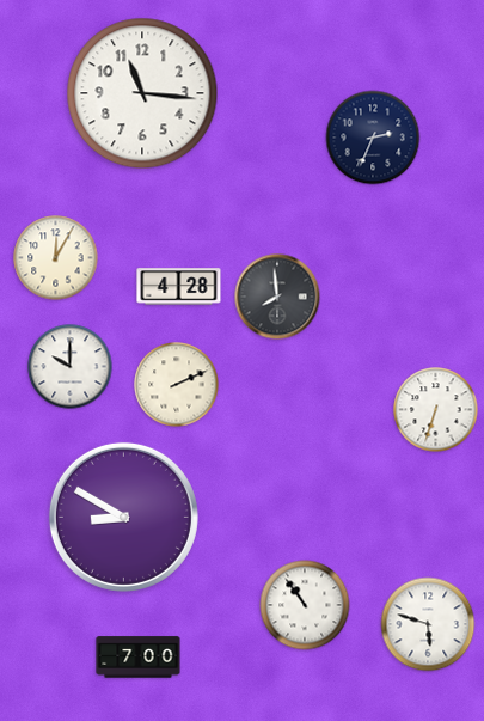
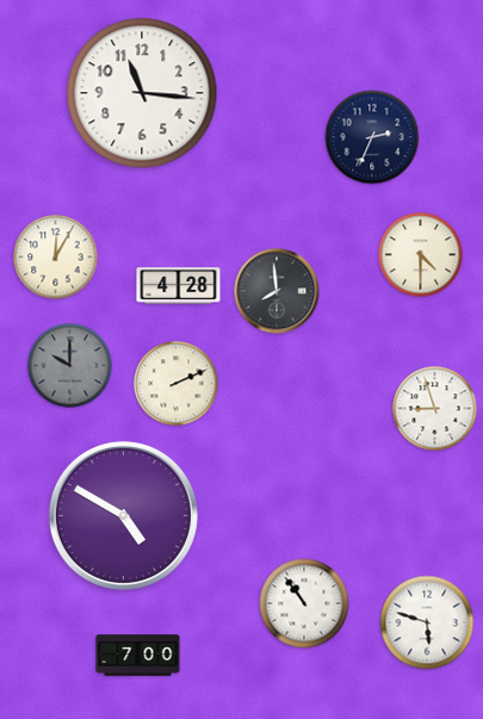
clock at (421, 255): none -> 4:30
clock at (277, 297) position: (277, 297) -> (277, 291)
clock at (71, 367) dial: white -> grey
clock at (436, 410): 6:33 -> 8:57
clock at (123, 517): 8:50 -> 4:50
